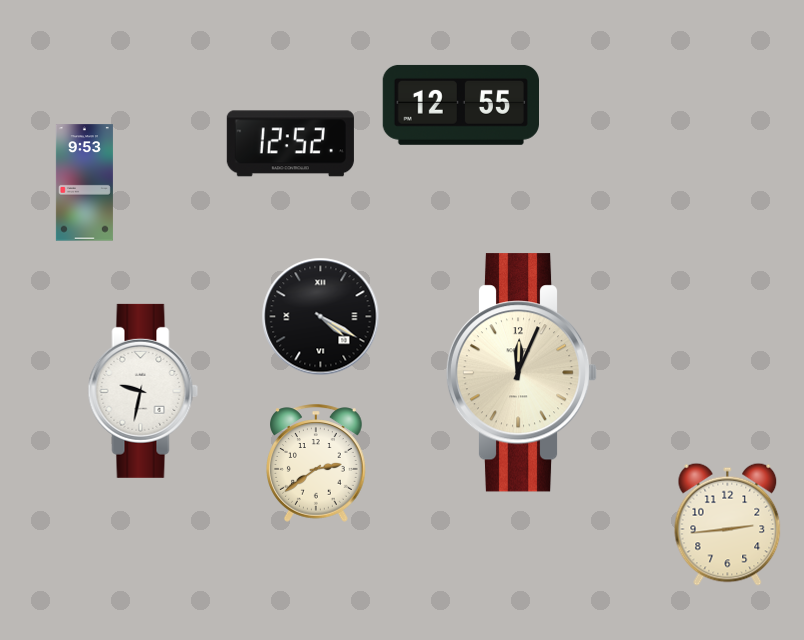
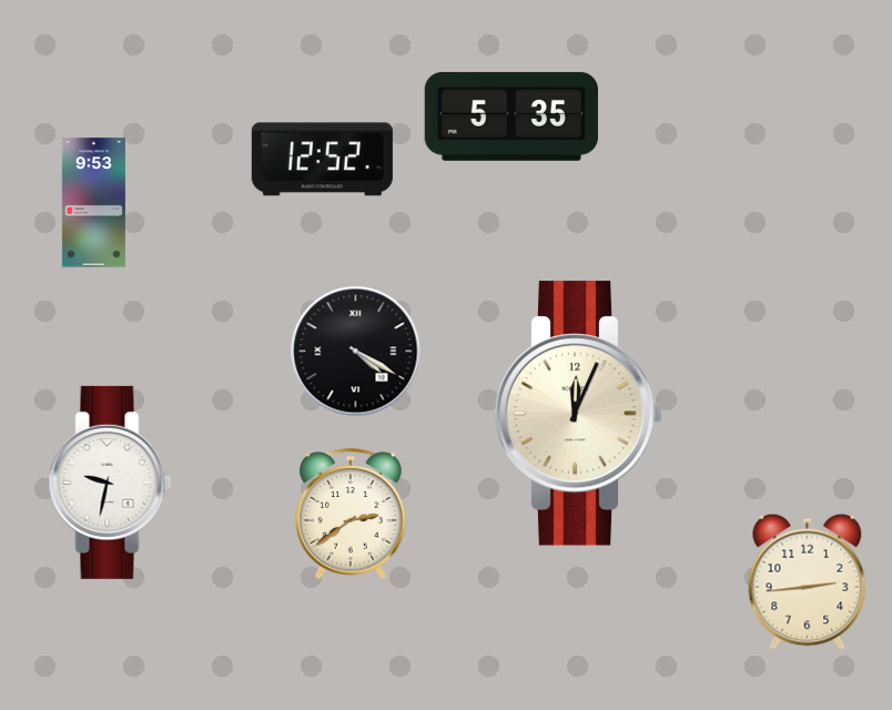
clock at (460, 105): 12:55 -> 5:35
clock at (143, 391) position: (143, 391) -> (110, 483)
